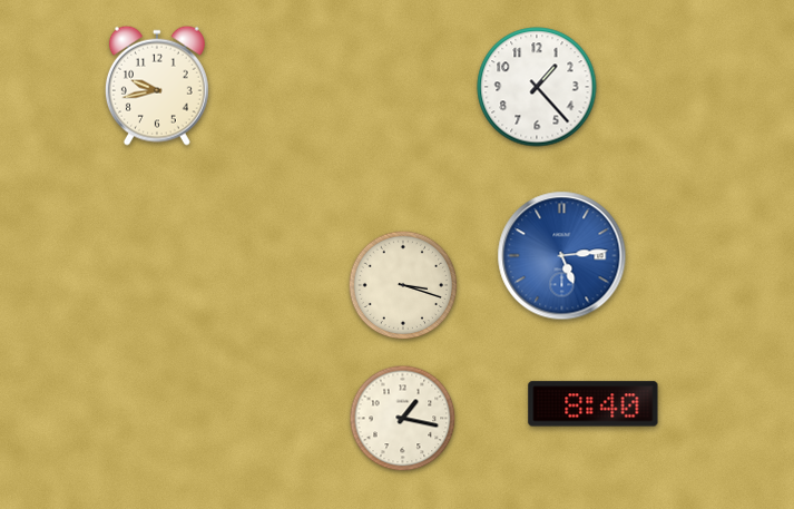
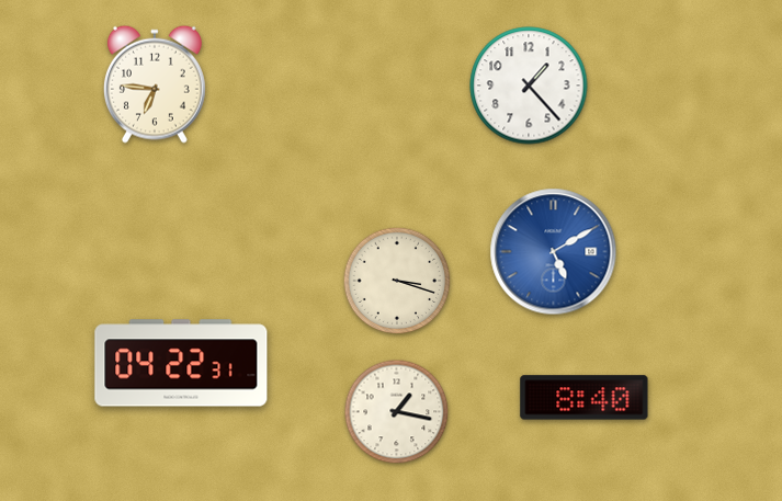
clock at (157, 86): 9:43 -> 6:46
clock at (562, 256): 5:14 -> 5:10
clock at (181, 363): none -> 04:22
